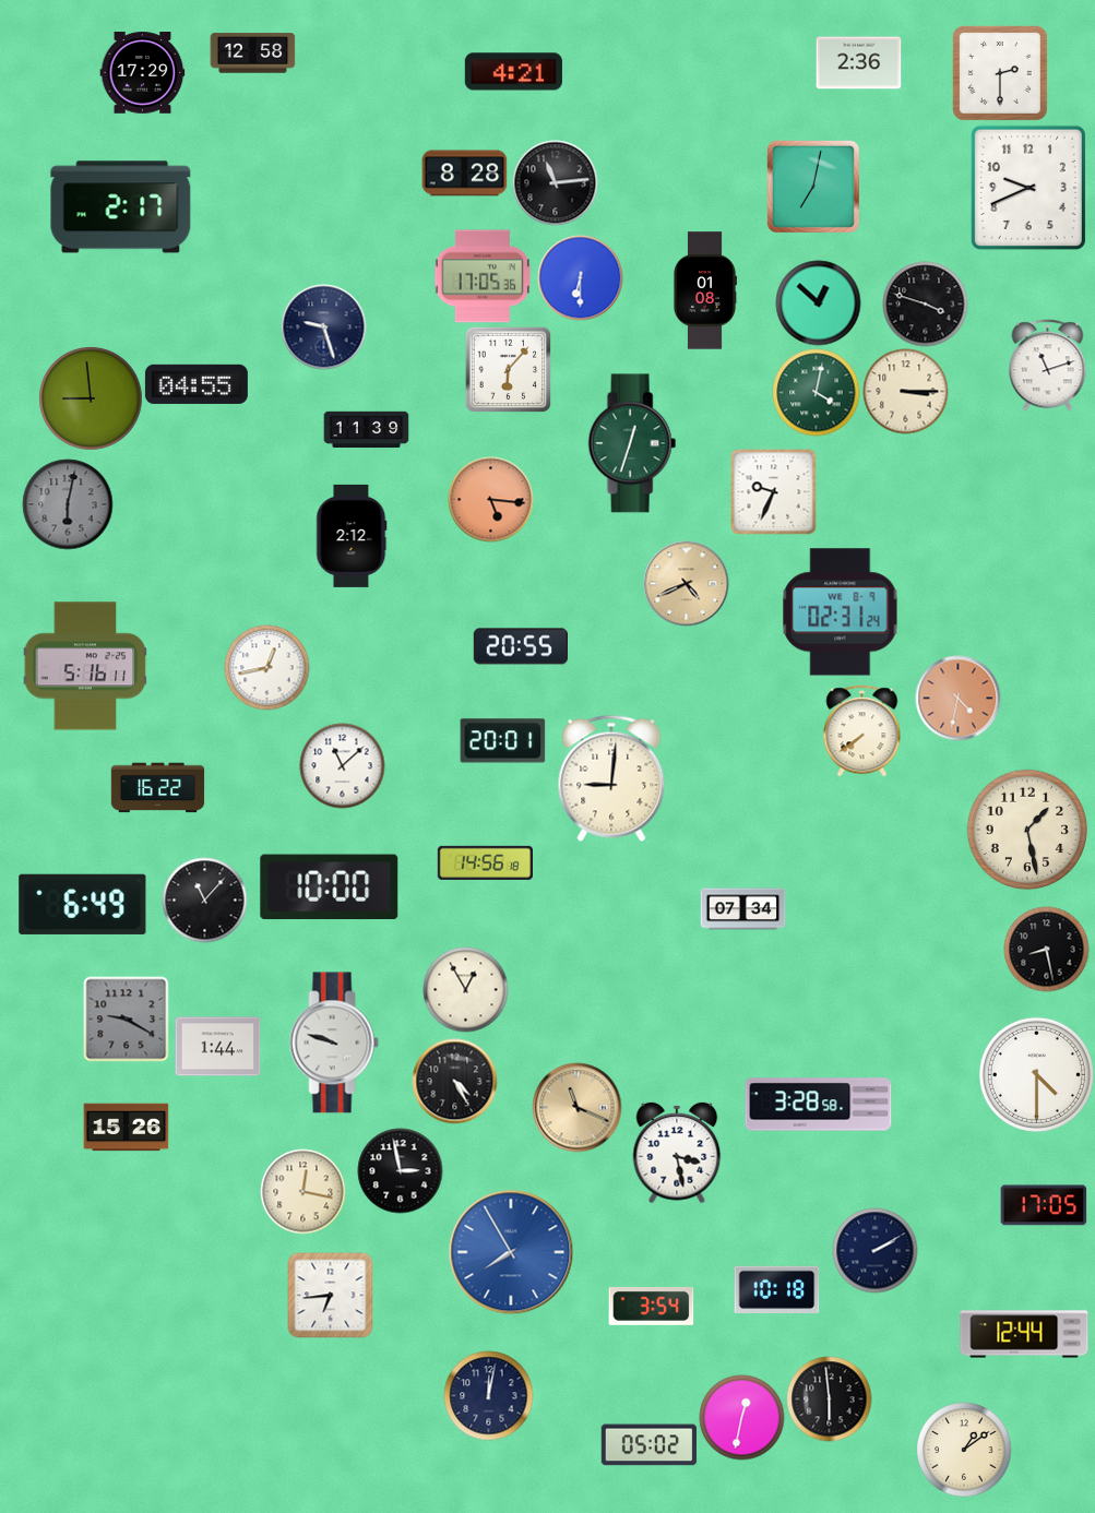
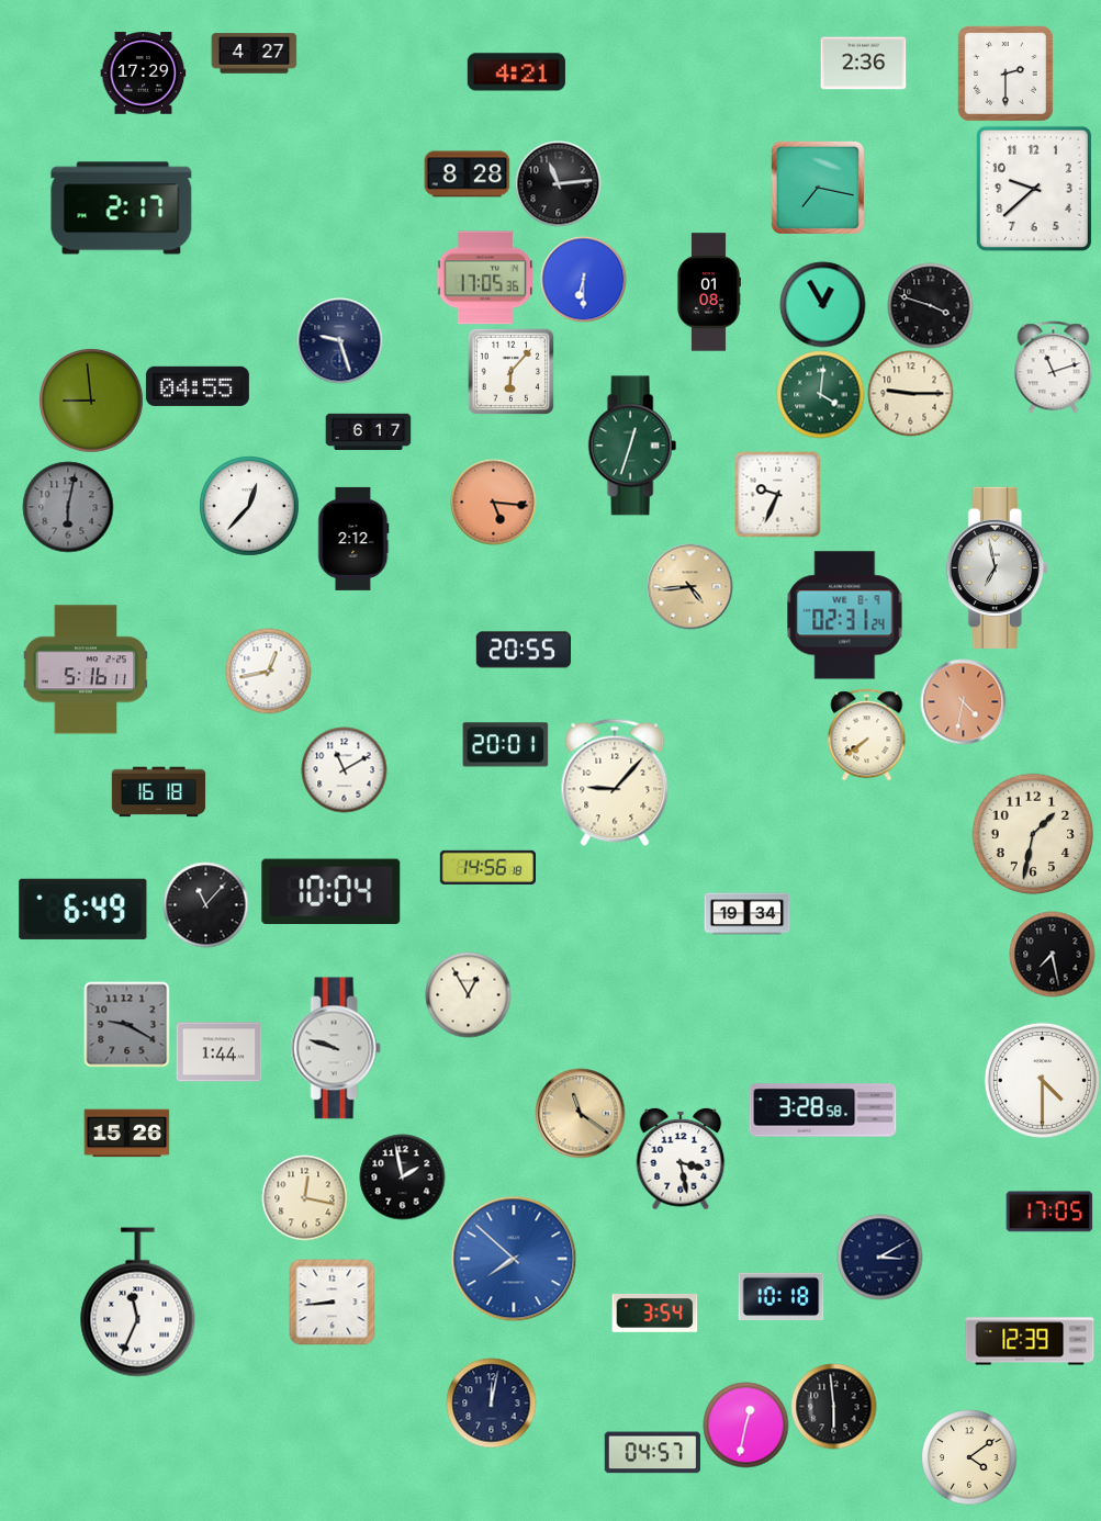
clock at (252, 53): 12:58 -> 4:27
clock at (813, 187): 7:02 -> 7:17
clock at (1028, 188): 9:41 -> 9:38
clock at (818, 302): 12:52 -> 12:55
clock at (323, 326) position: (323, 326) -> (339, 340)
clock at (905, 391): 3:15 -> 9:15
clock at (816, 392): 4:02 -> 4:01
clock at (366, 430): 11:39 -> 6:17
clock at (632, 443) position: (632, 443) -> (632, 446)
clock at (249, 506): none -> 12:37
clock at (997, 567): none -> 6:58
clock at (686, 583): 4:41 -> 4:44
clock at (342, 765): 11:08 -> 11:10
clock at (611, 778): 9:01 -> 9:07
clock at (157, 788): 16:22 -> 16:18
clock at (1027, 830): 1:28 -> 1:32
clock at (330, 887): 10:00 -> 10:04
clock at (742, 909): 07:34 -> 19:34
clock at (1046, 949): 8:28 -> 7:28
clock at (454, 1081): 4:25 -> none
clock at (576, 1107): 11:19 -> 11:21
clock at (400, 1170): 2:58 -> 1:58
clock at (874, 1250): 2:10 -> 3:10
clock at (511, 1252): 7:55 -> 7:52
clock at (330, 1295): 6:44 -> 8:44
clock at (138, 1303): none -> 11:34
clock at (1024, 1334): 12:44 -> 12:39
clock at (648, 1445): 05:02 -> 04:57
clock at (964, 1450): 1:09 -> 4:09
